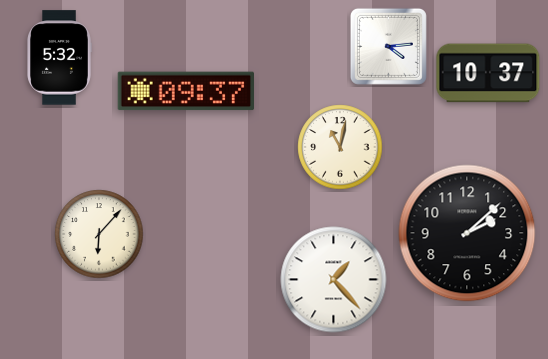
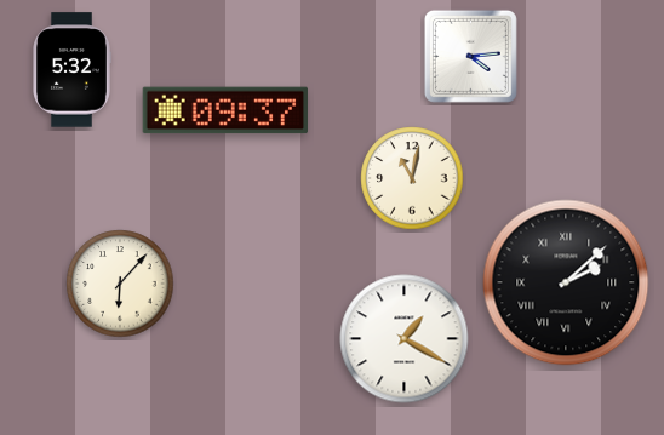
clock at (488, 73): 10:37 -> none
clock at (467, 233) numerals: Arabic -> Roman
clock at (334, 280): 1:23 -> 1:20
